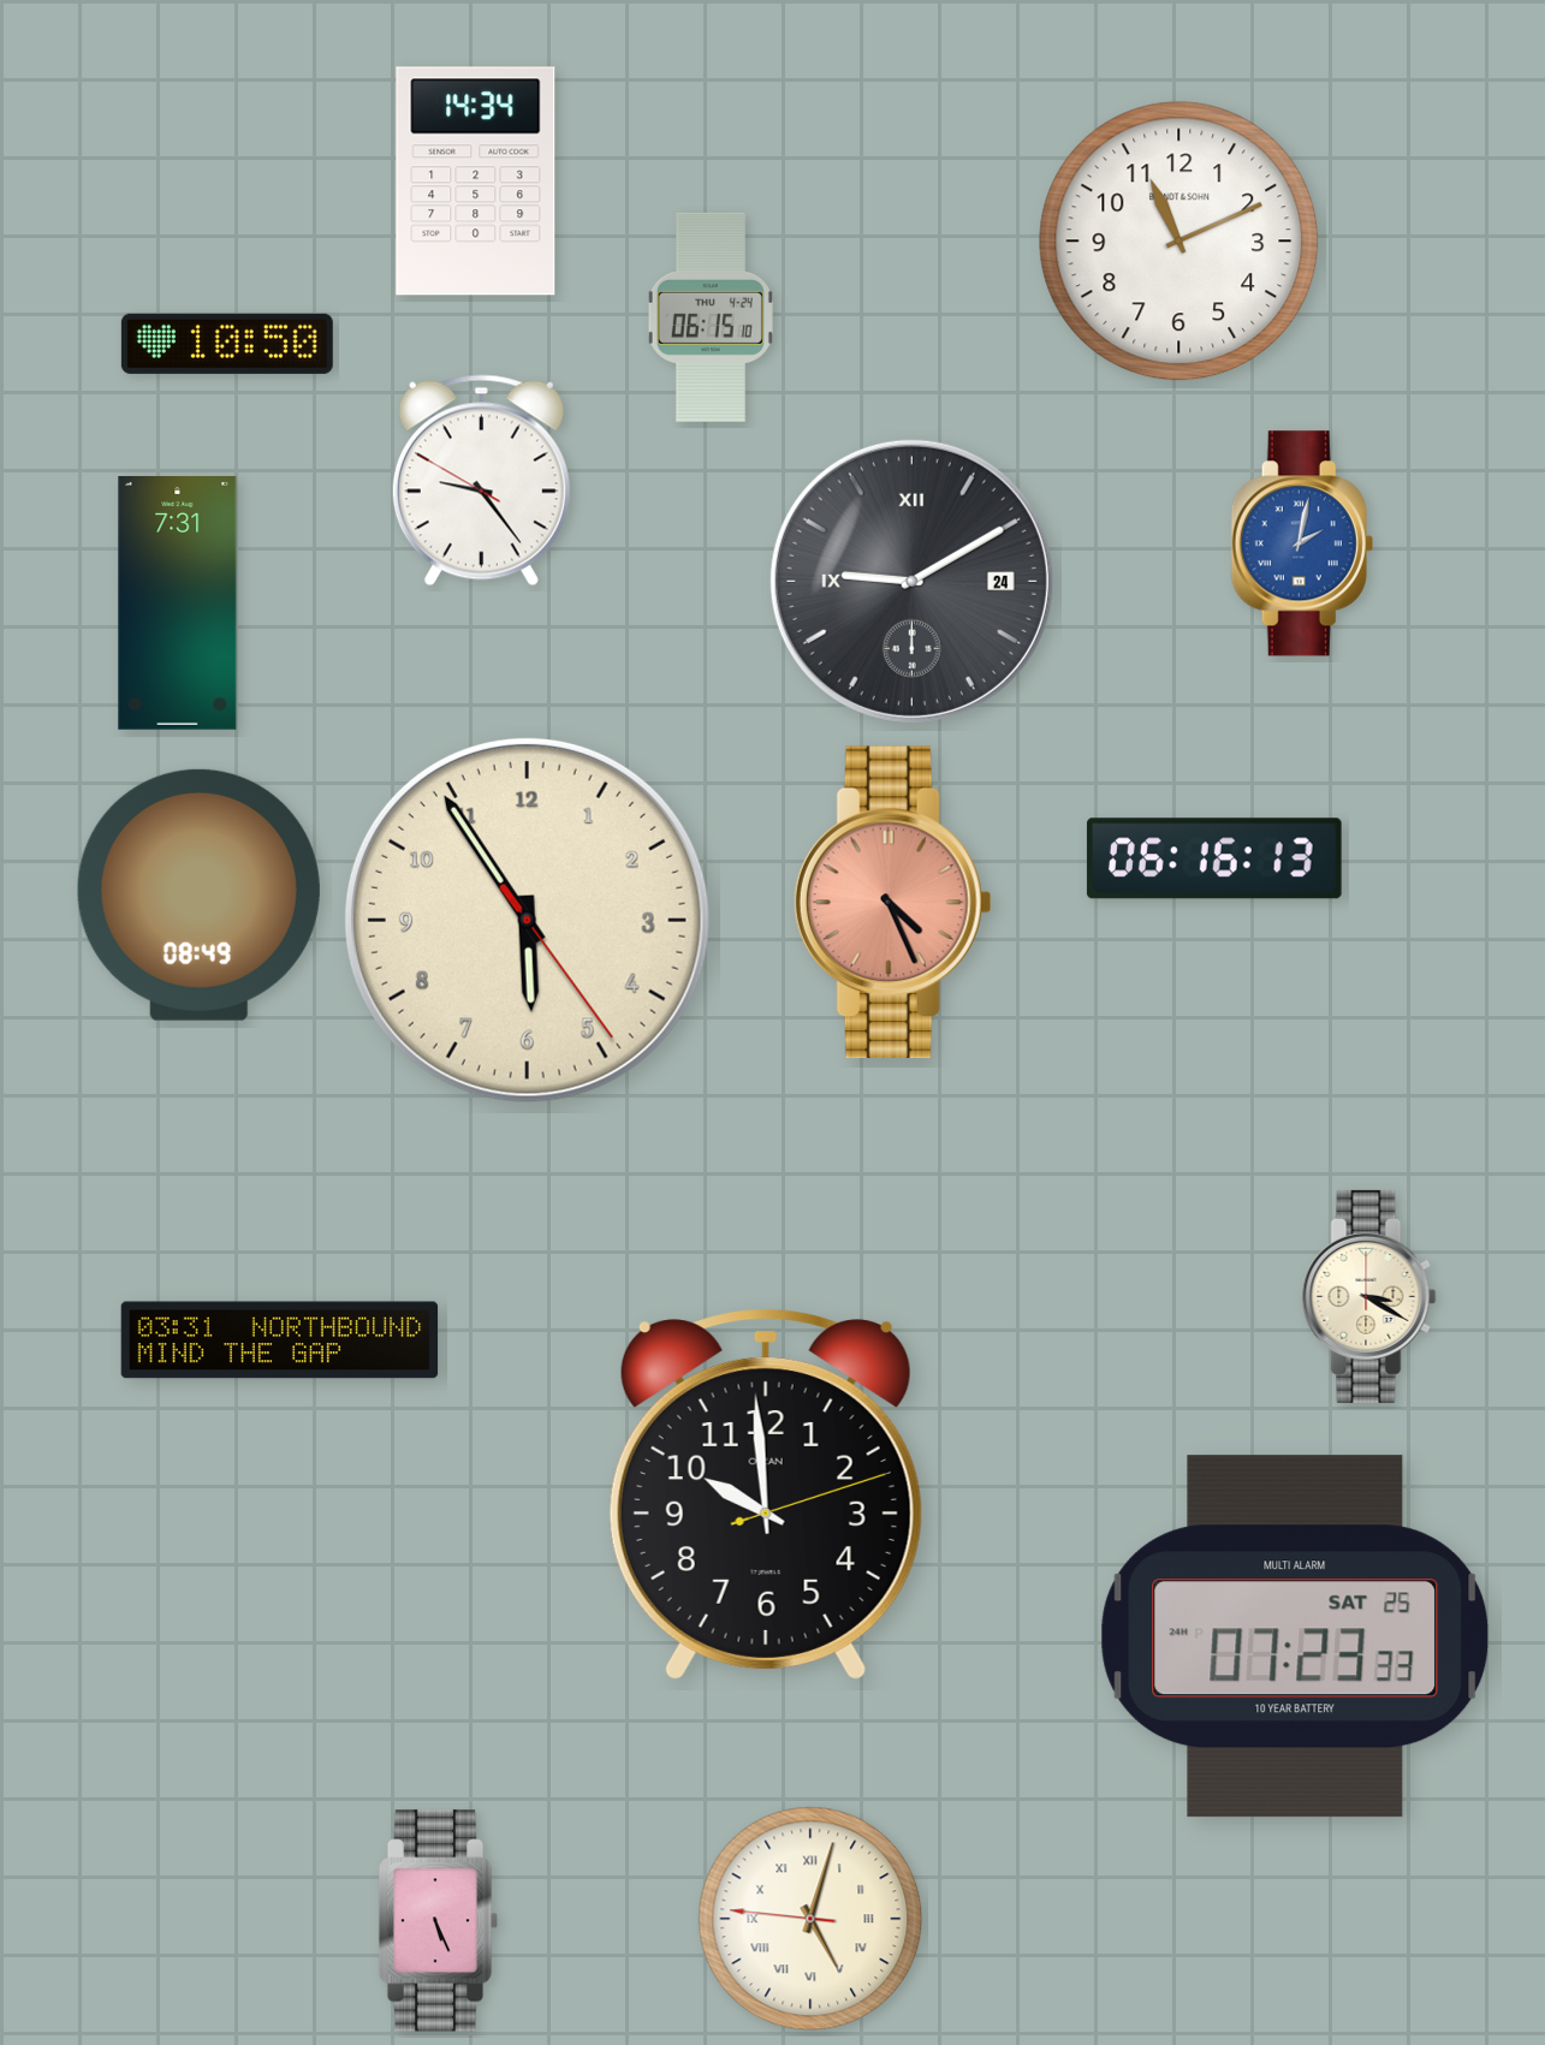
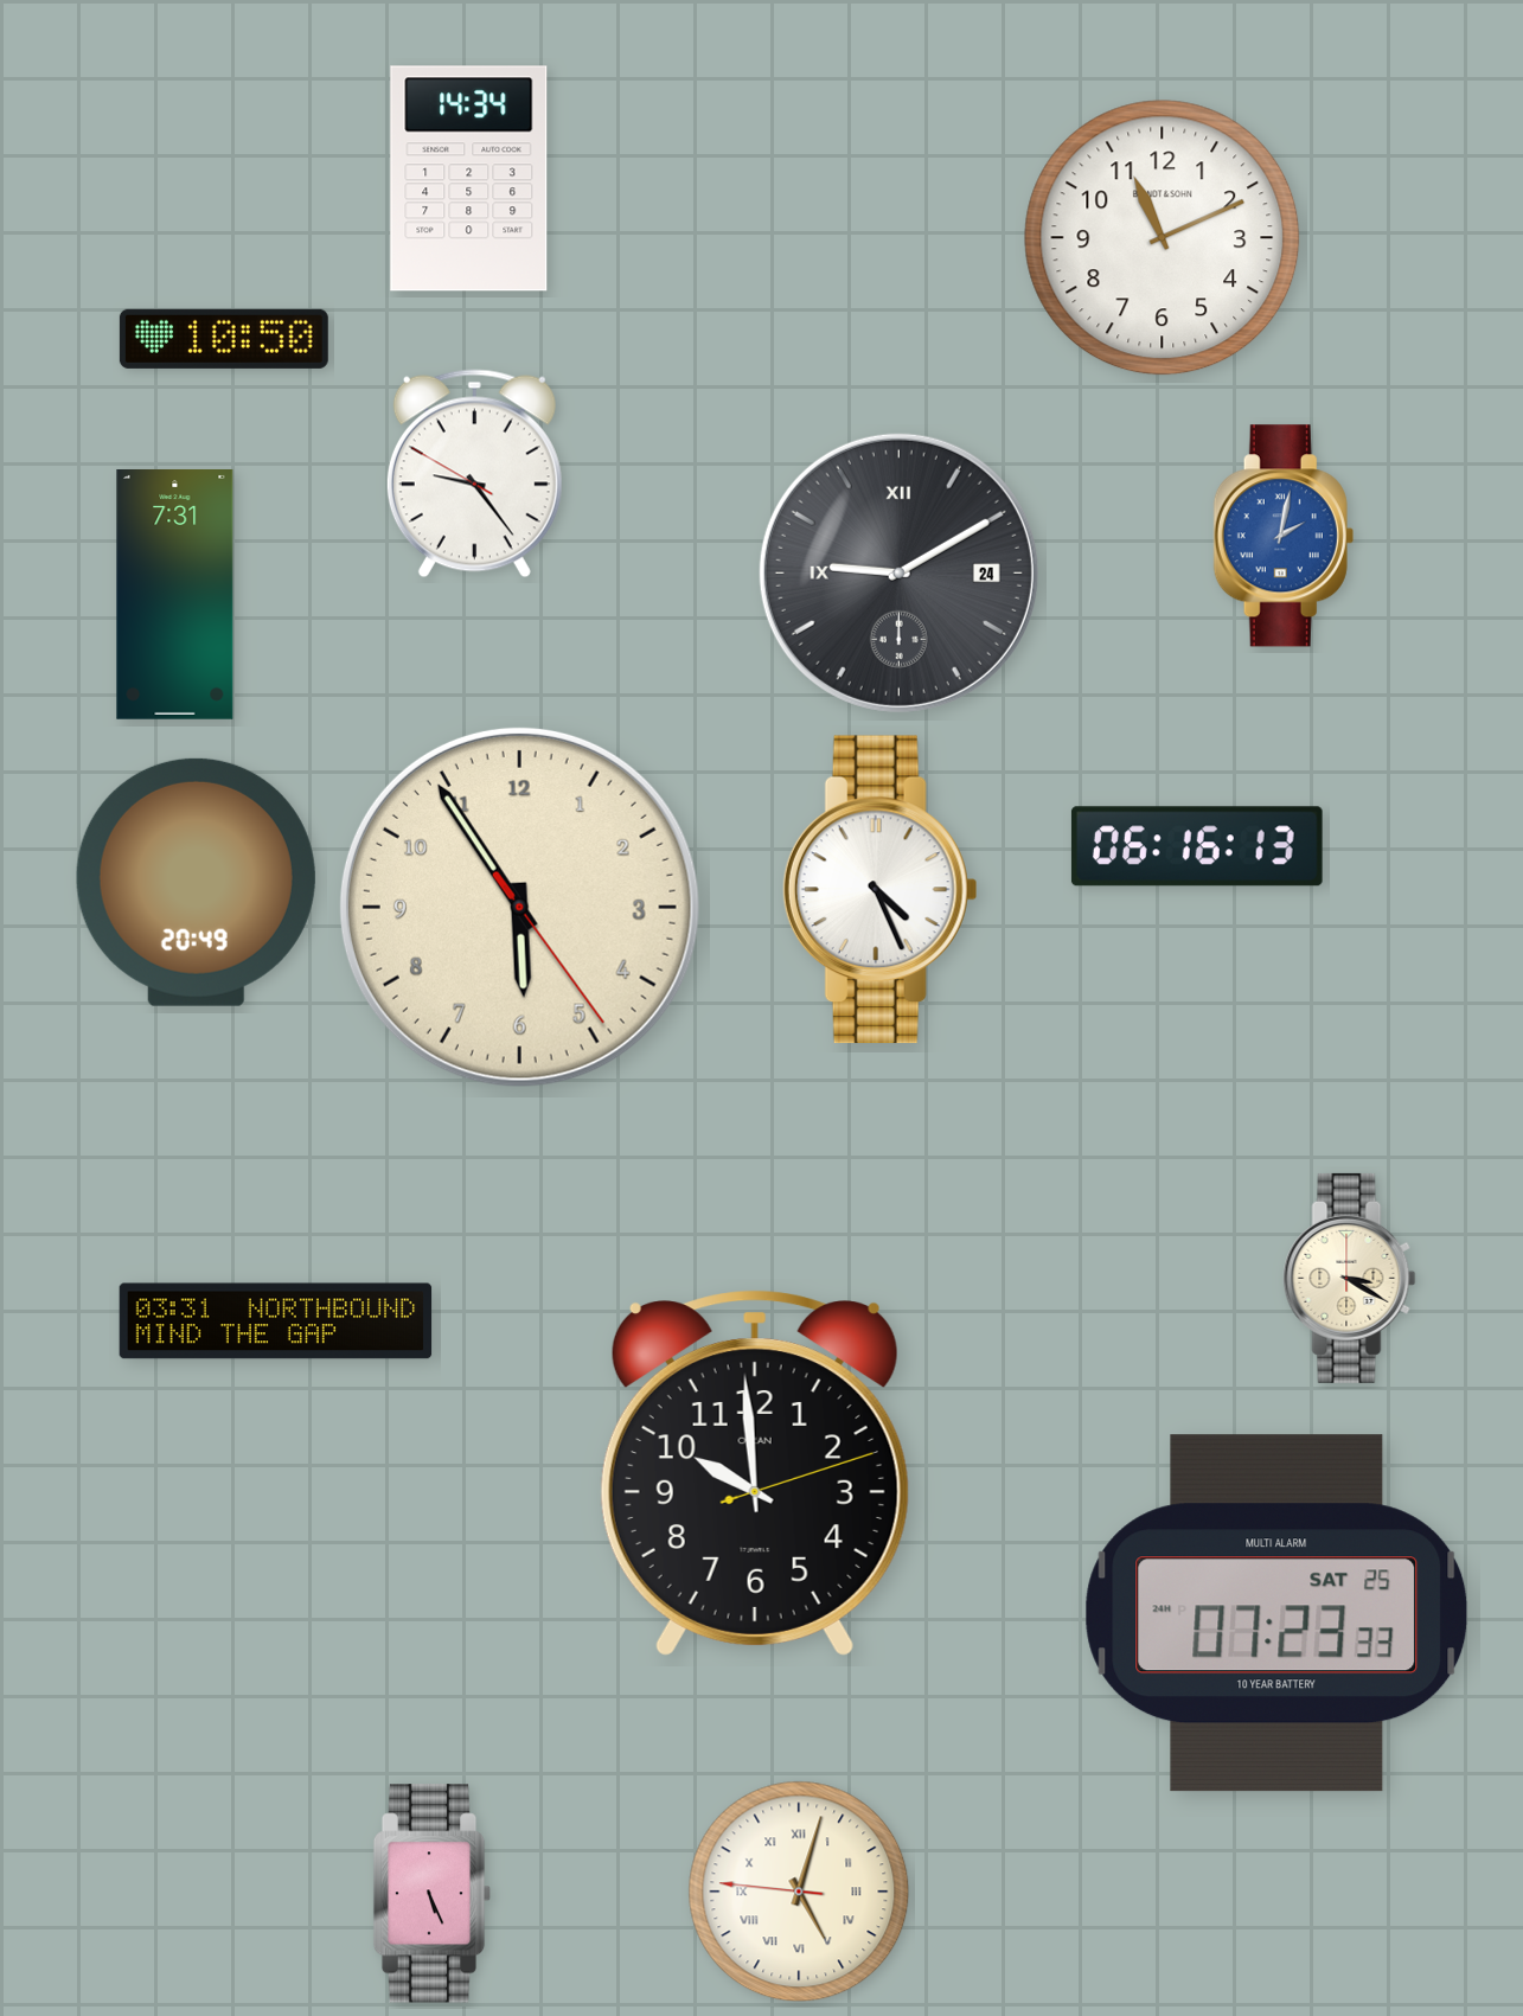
clock at (711, 317): 06:15 -> none
clock at (198, 894): 08:49 -> 20:49
clock at (892, 903) dial: salmon -> white
